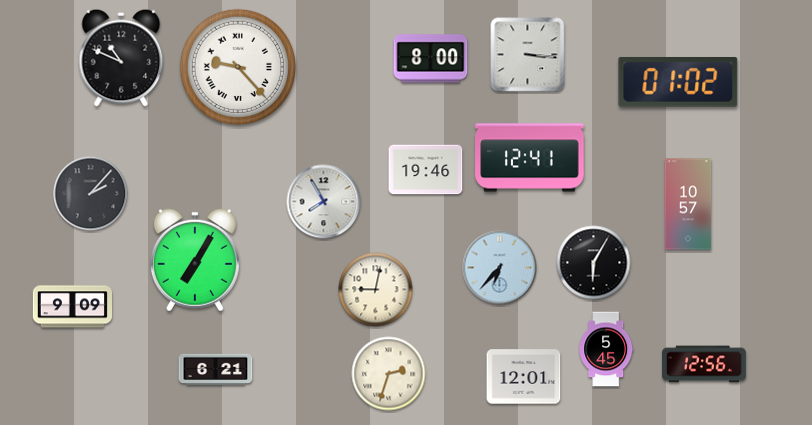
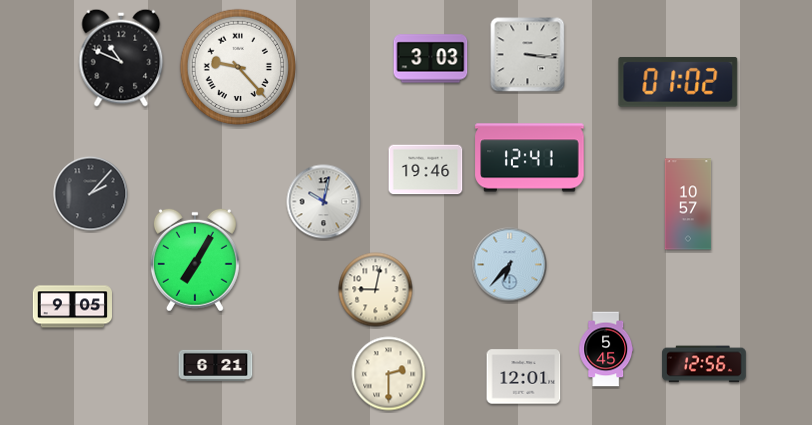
clock at (431, 59): 8:00 -> 3:03
clock at (324, 202): 7:55 -> 10:02
clock at (594, 263): 6:05 -> none
clock at (500, 268) position: (500, 268) -> (510, 265)
clock at (72, 307): 9:09 -> 9:05
clock at (216, 369) position: (216, 369) -> (216, 365)
clock at (389, 374): 2:33 -> 2:30
